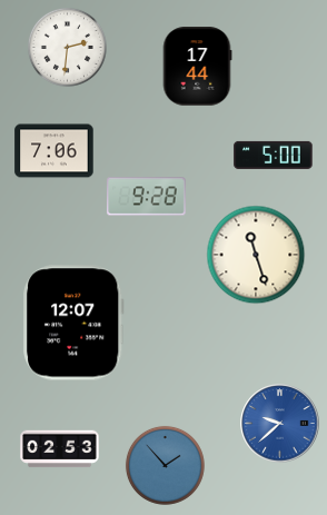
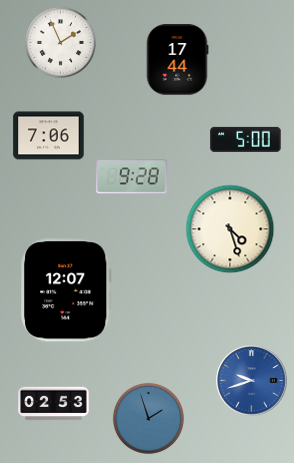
clock at (67, 47): 2:31 -> 1:56
clock at (256, 255): 11:27 -> 4:27
clock at (280, 424): 9:38 -> 9:42
clock at (165, 465): 1:53 -> 1:57
